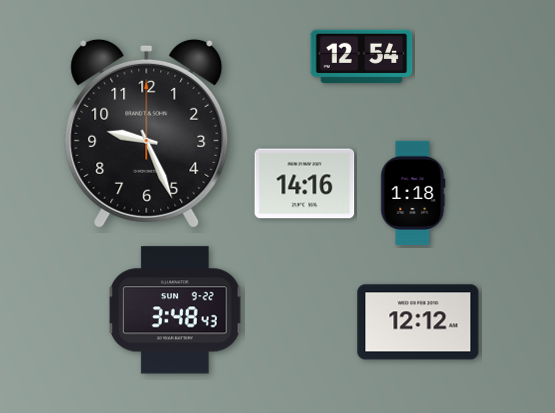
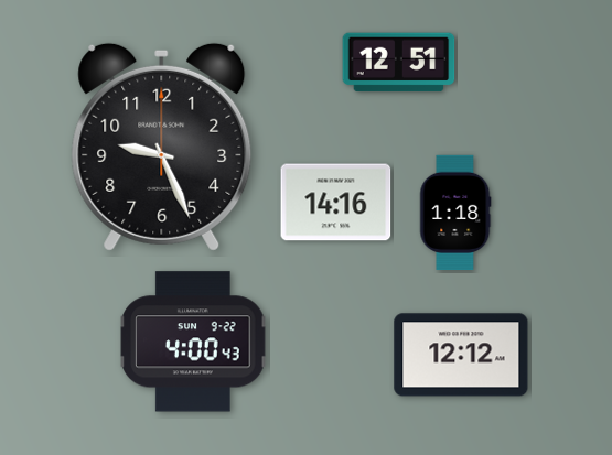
clock at (362, 57): 12:54 -> 12:51
clock at (175, 310): 3:48 -> 4:00
